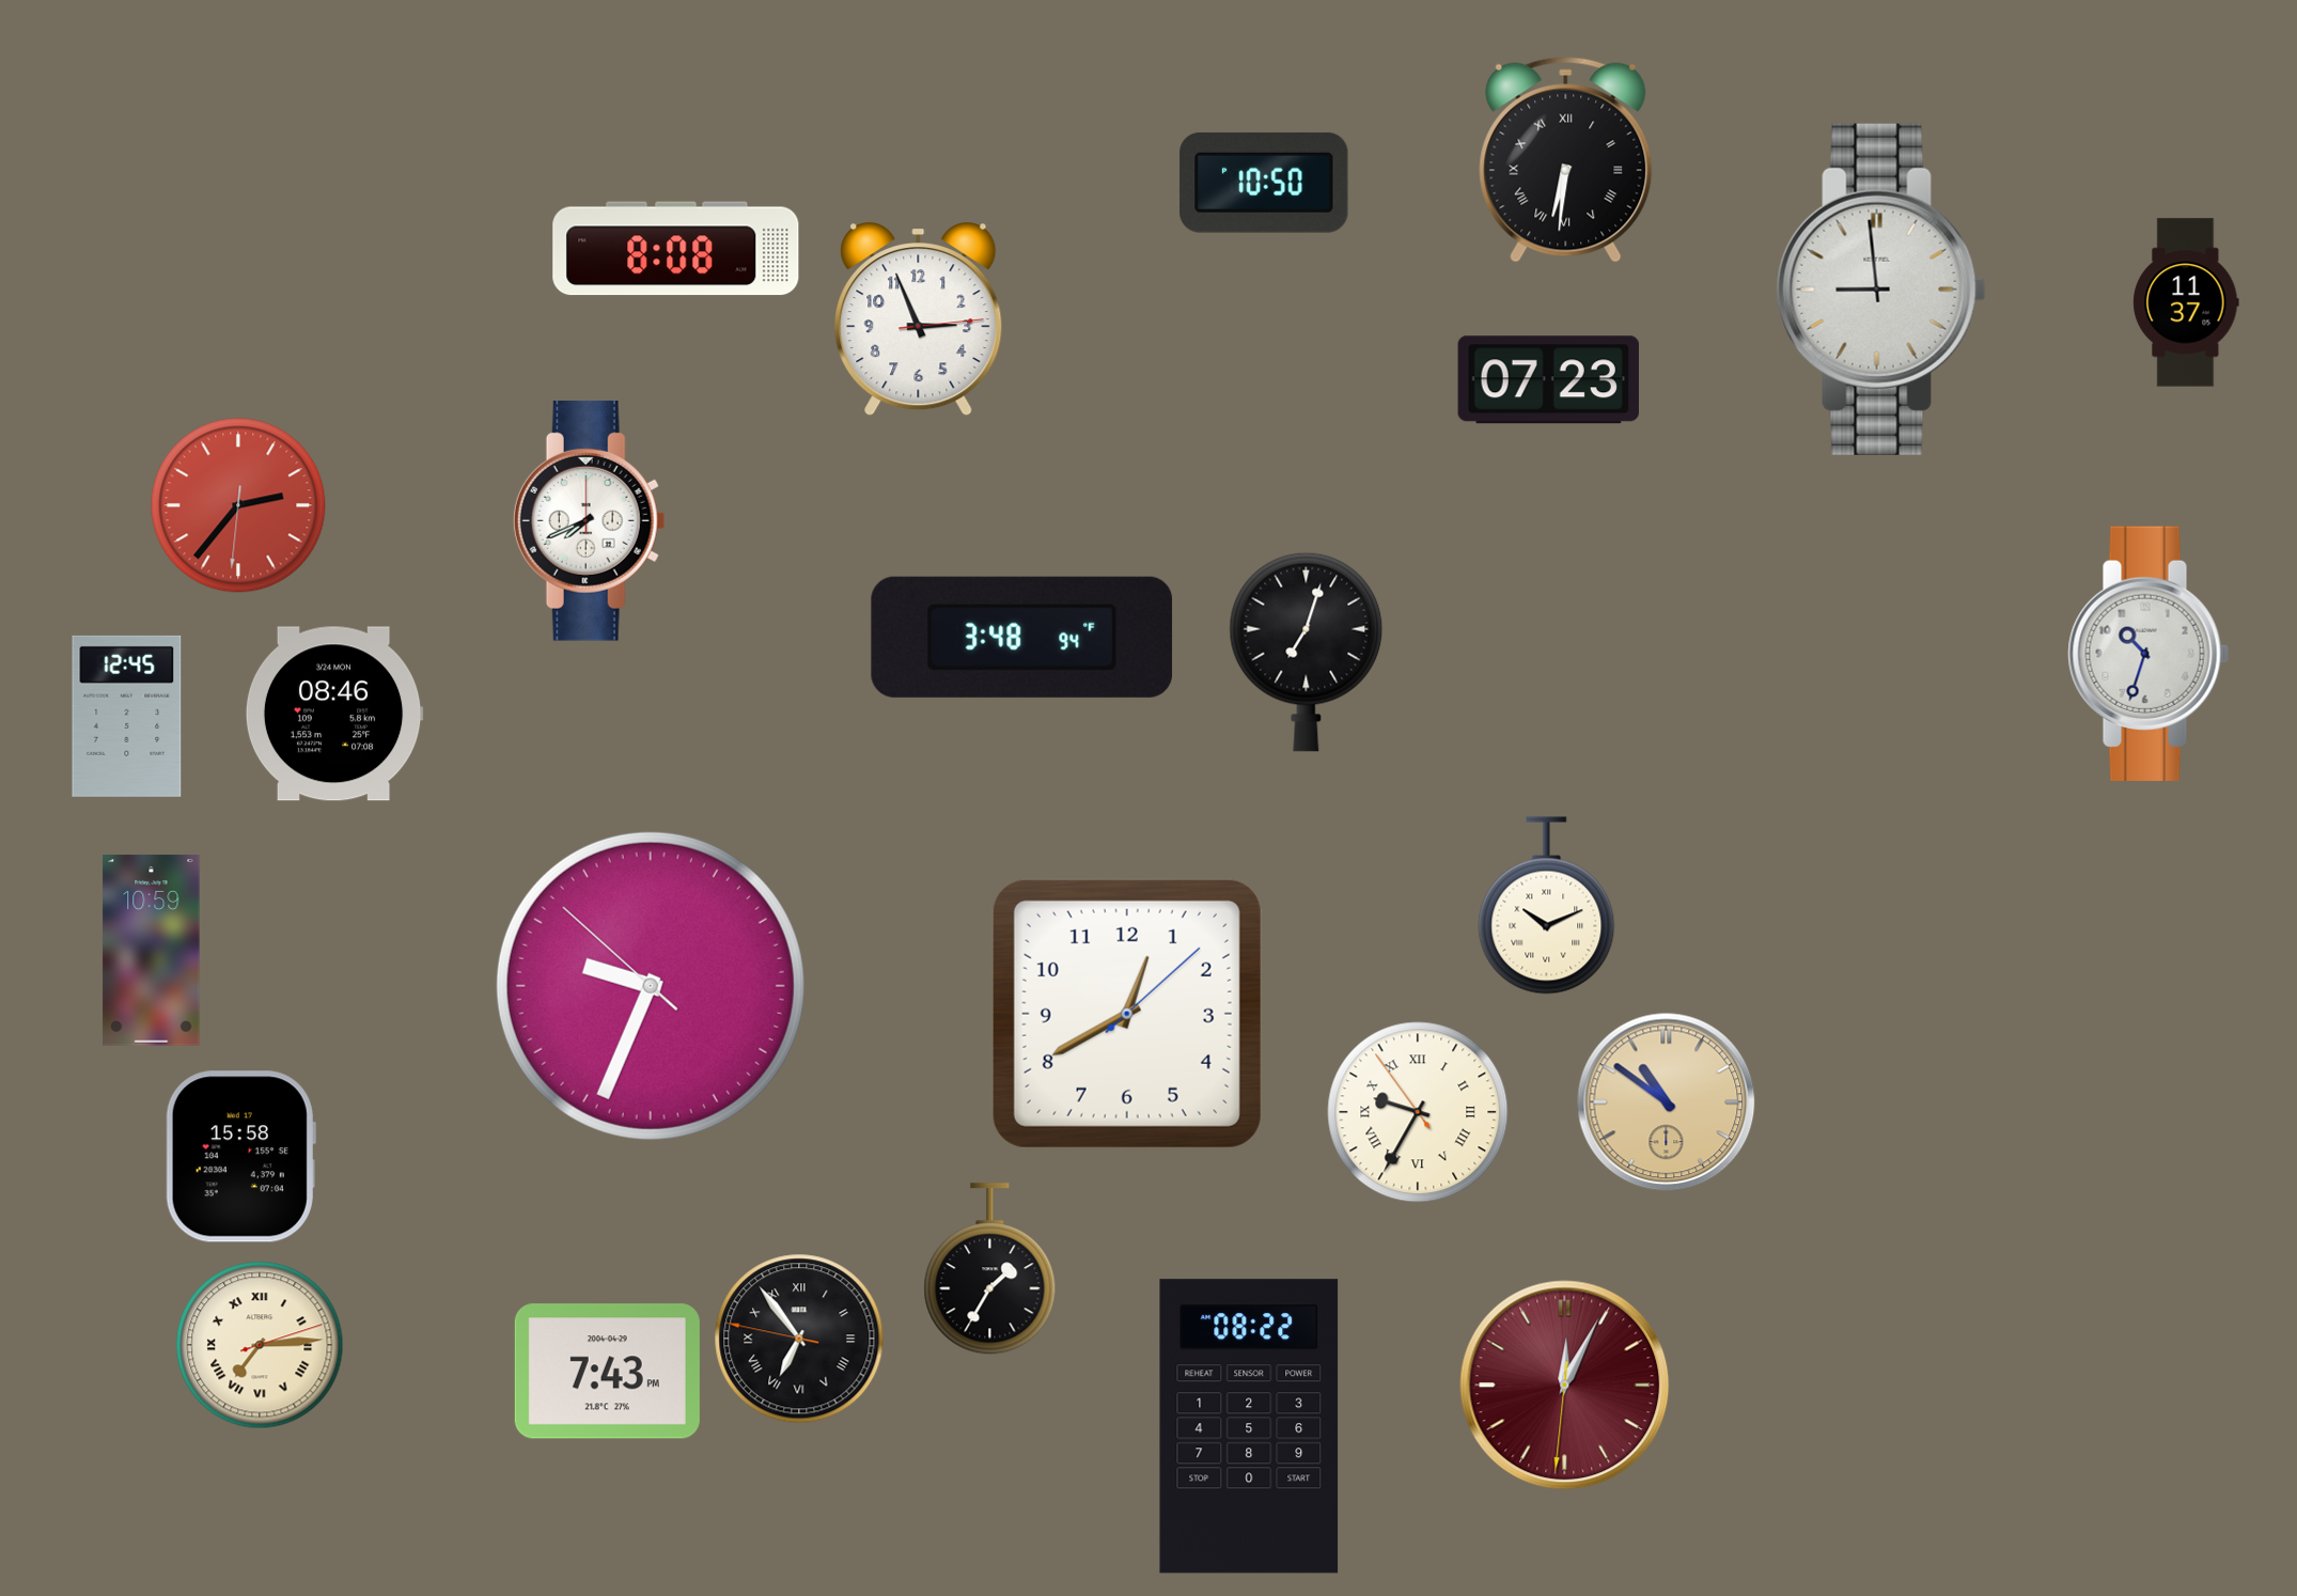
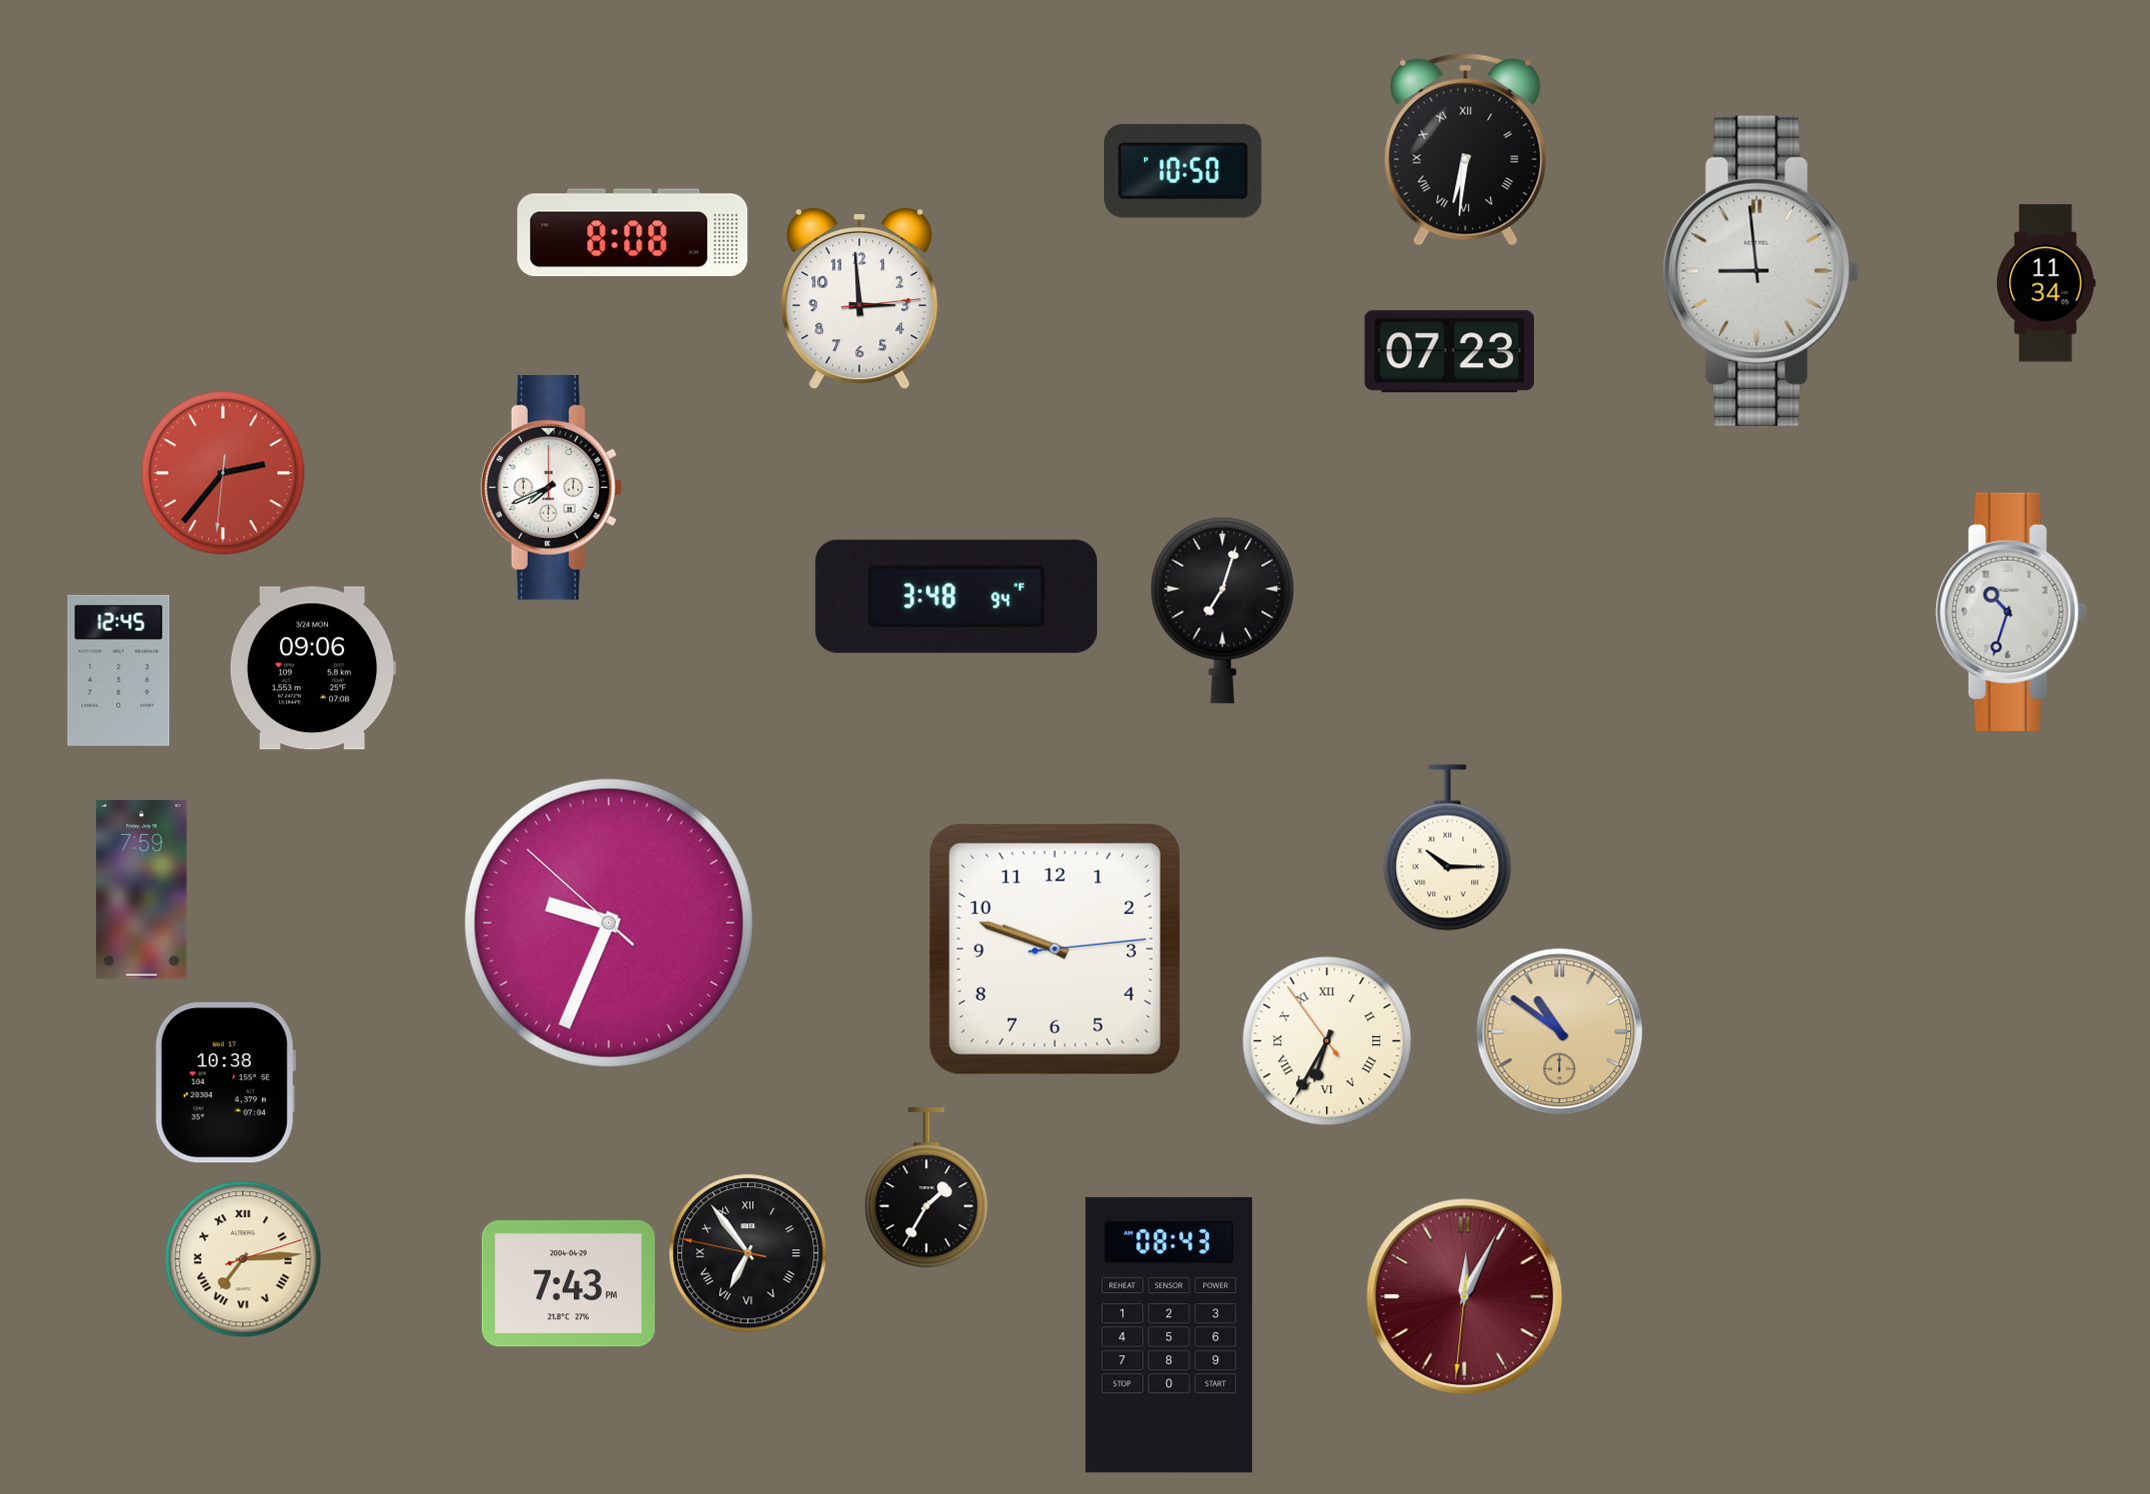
clock at (2186, 302): 11:37 -> 11:34
clock at (919, 319): 2:56 -> 2:59
clock at (1548, 380) position: (1548, 380) -> (1449, 352)
clock at (334, 714): 08:46 -> 09:06
clock at (1547, 906): 10:11 -> 10:15
clock at (152, 951): 10:59 -> 7:59
clock at (1127, 1014): 12:40 -> 9:48
clock at (1418, 1112): 9:34 -> 6:34
clock at (240, 1157): 15:58 -> 10:38
clock at (1249, 1426): 08:22 -> 08:43
